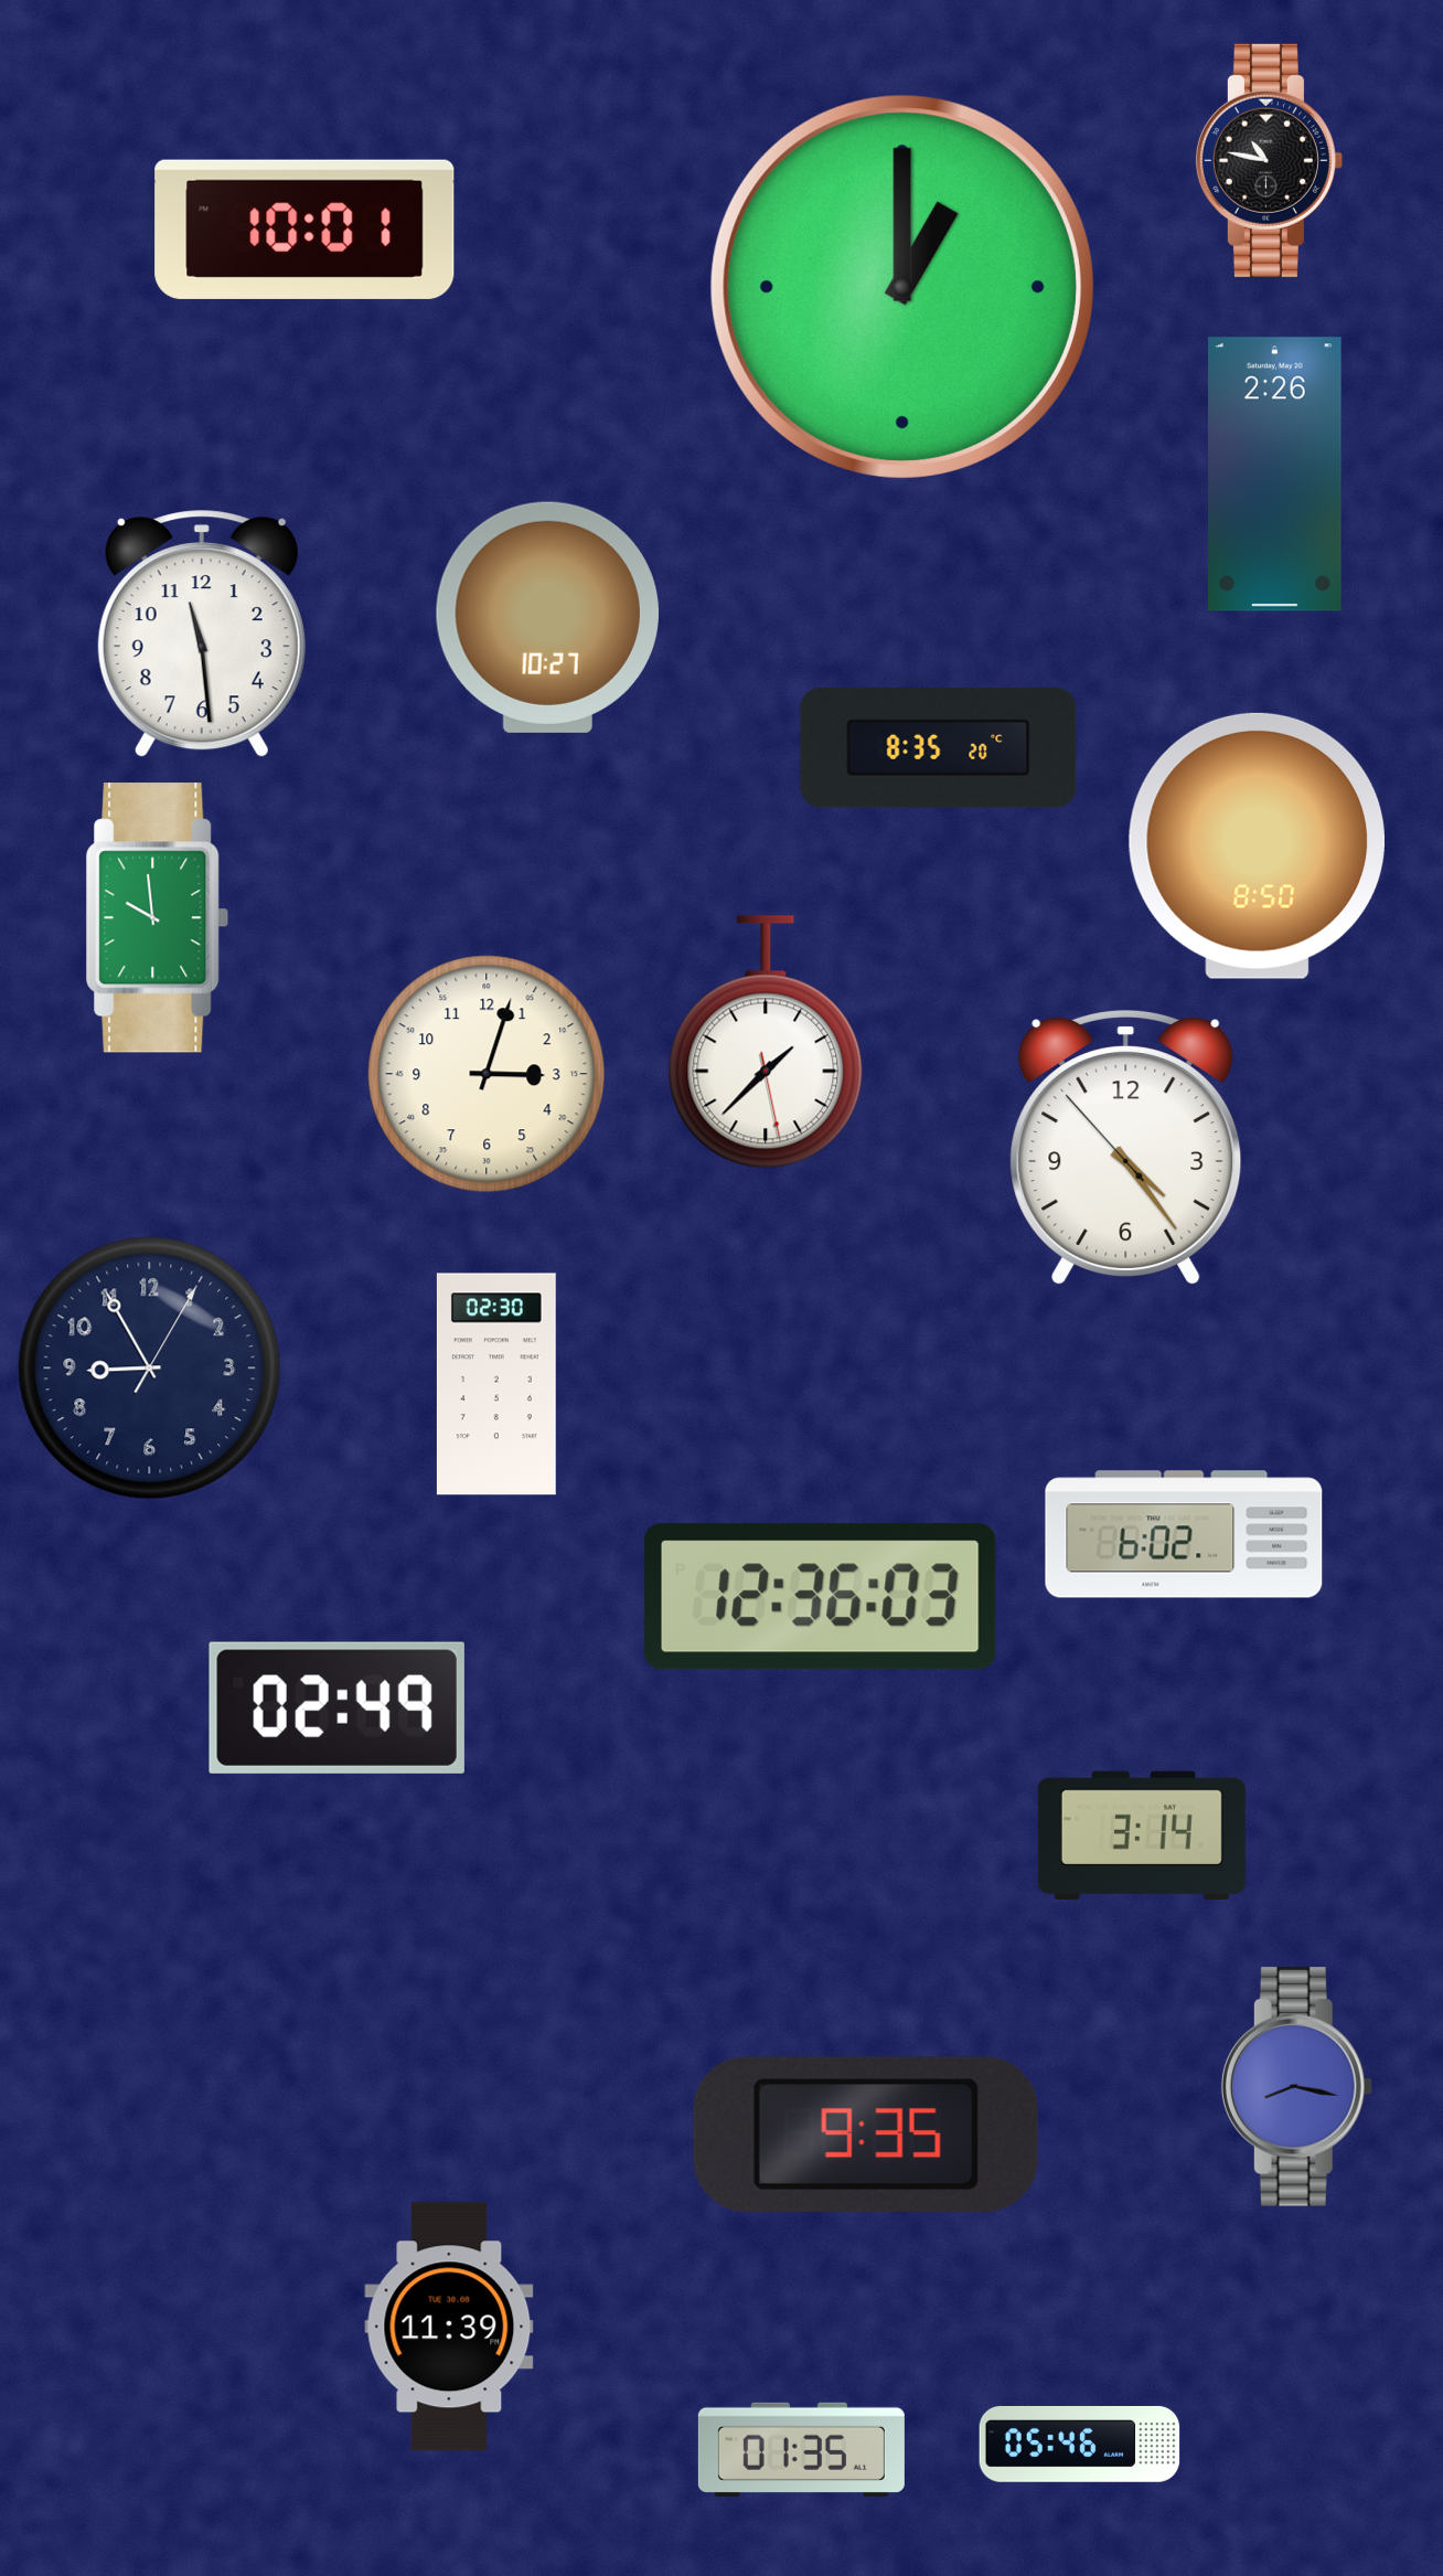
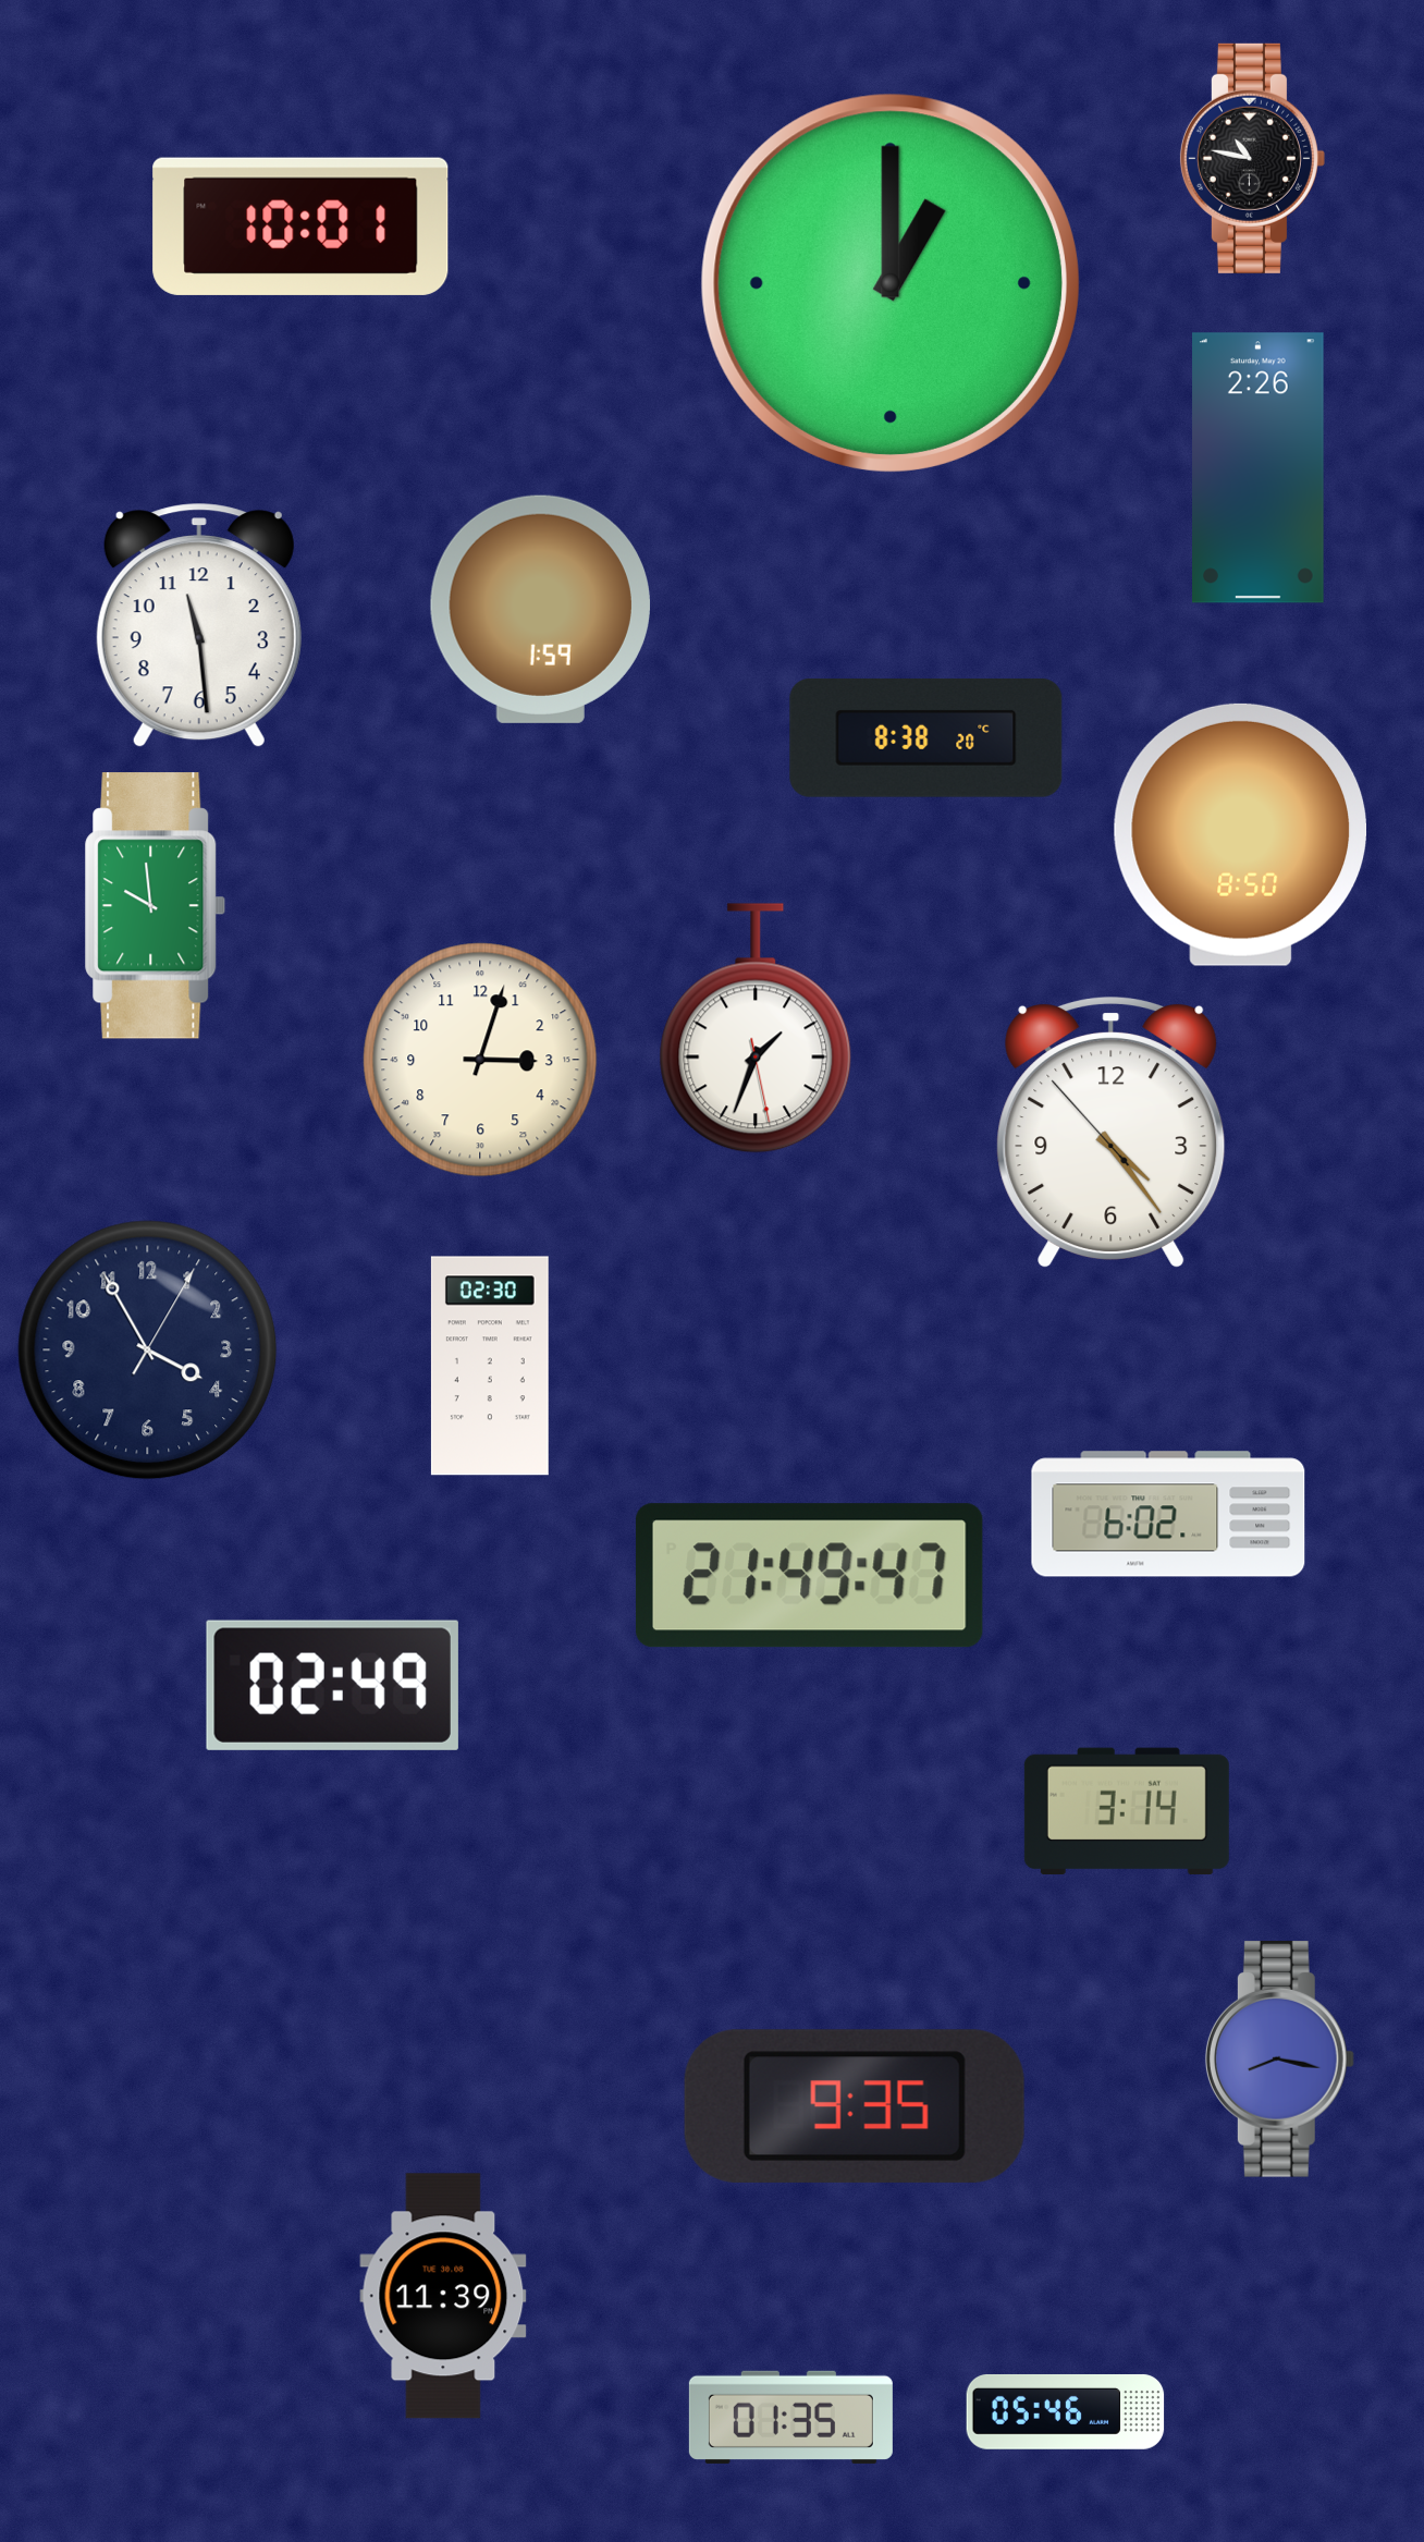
clock at (547, 617): 10:27 -> 1:59
clock at (939, 747): 8:35 -> 8:38
clock at (766, 1042): 1:37 -> 1:33
clock at (150, 1369): 8:55 -> 3:55
clock at (820, 1597): 12:36 -> 21:49
